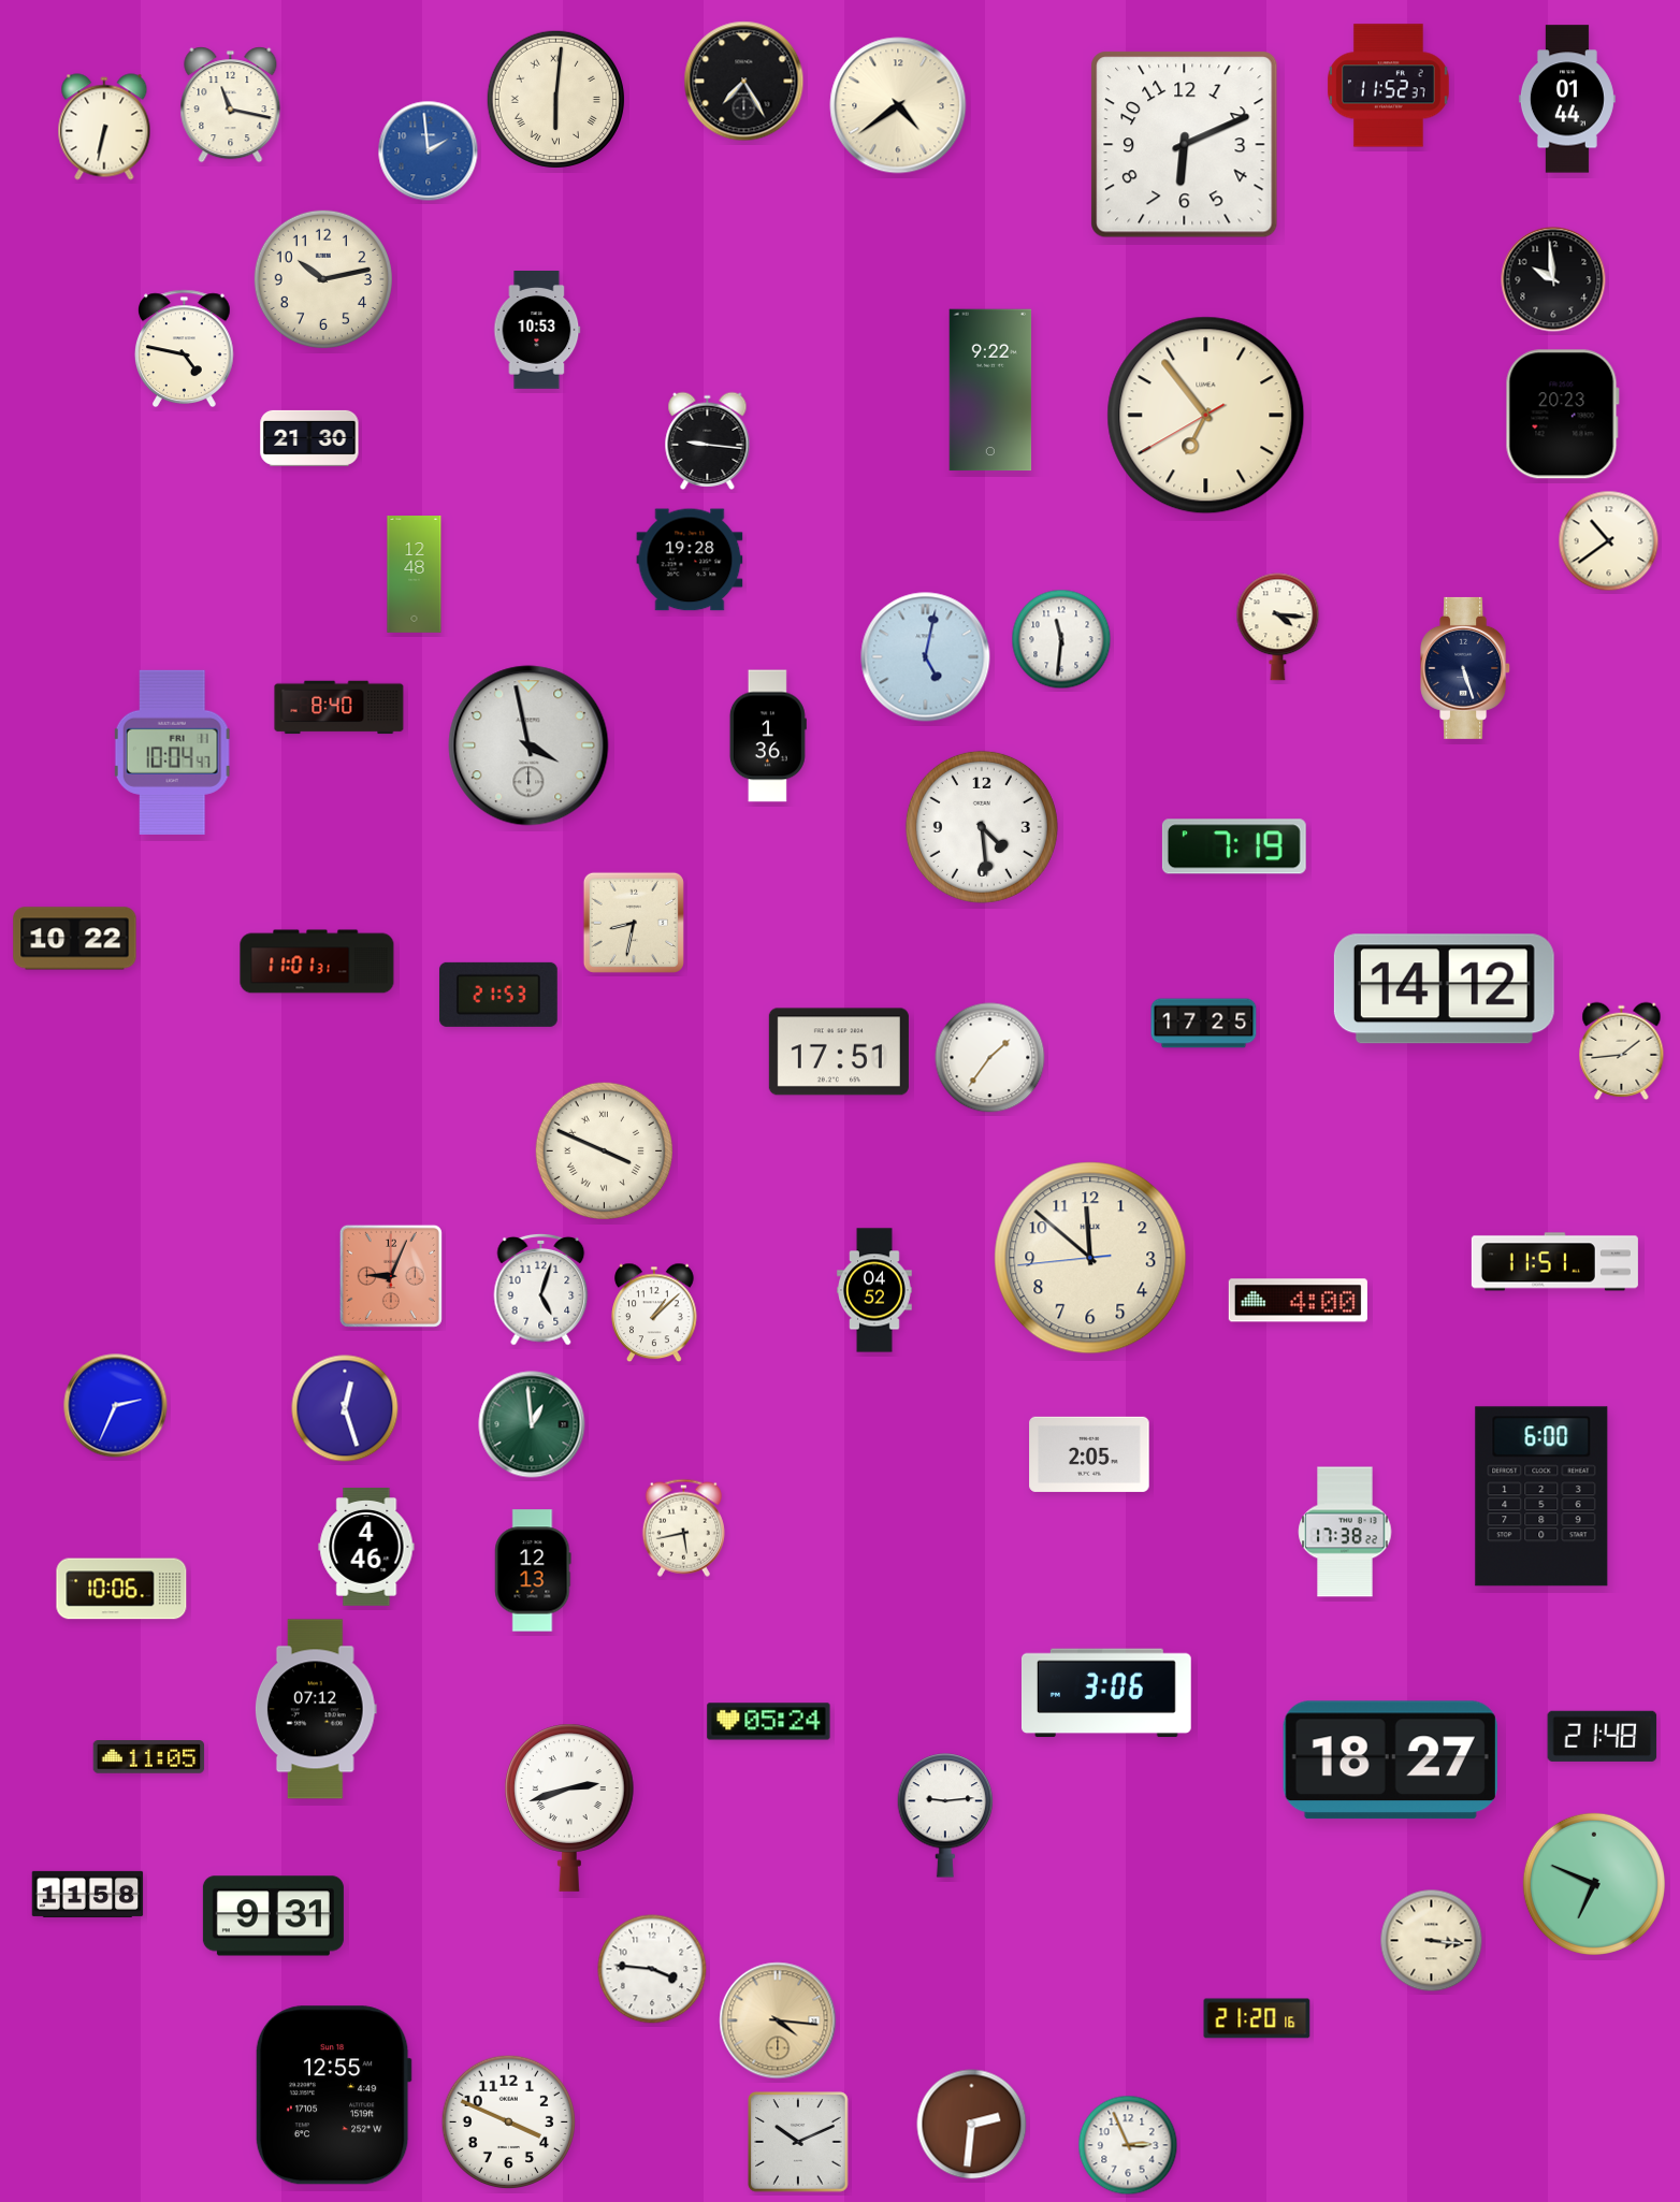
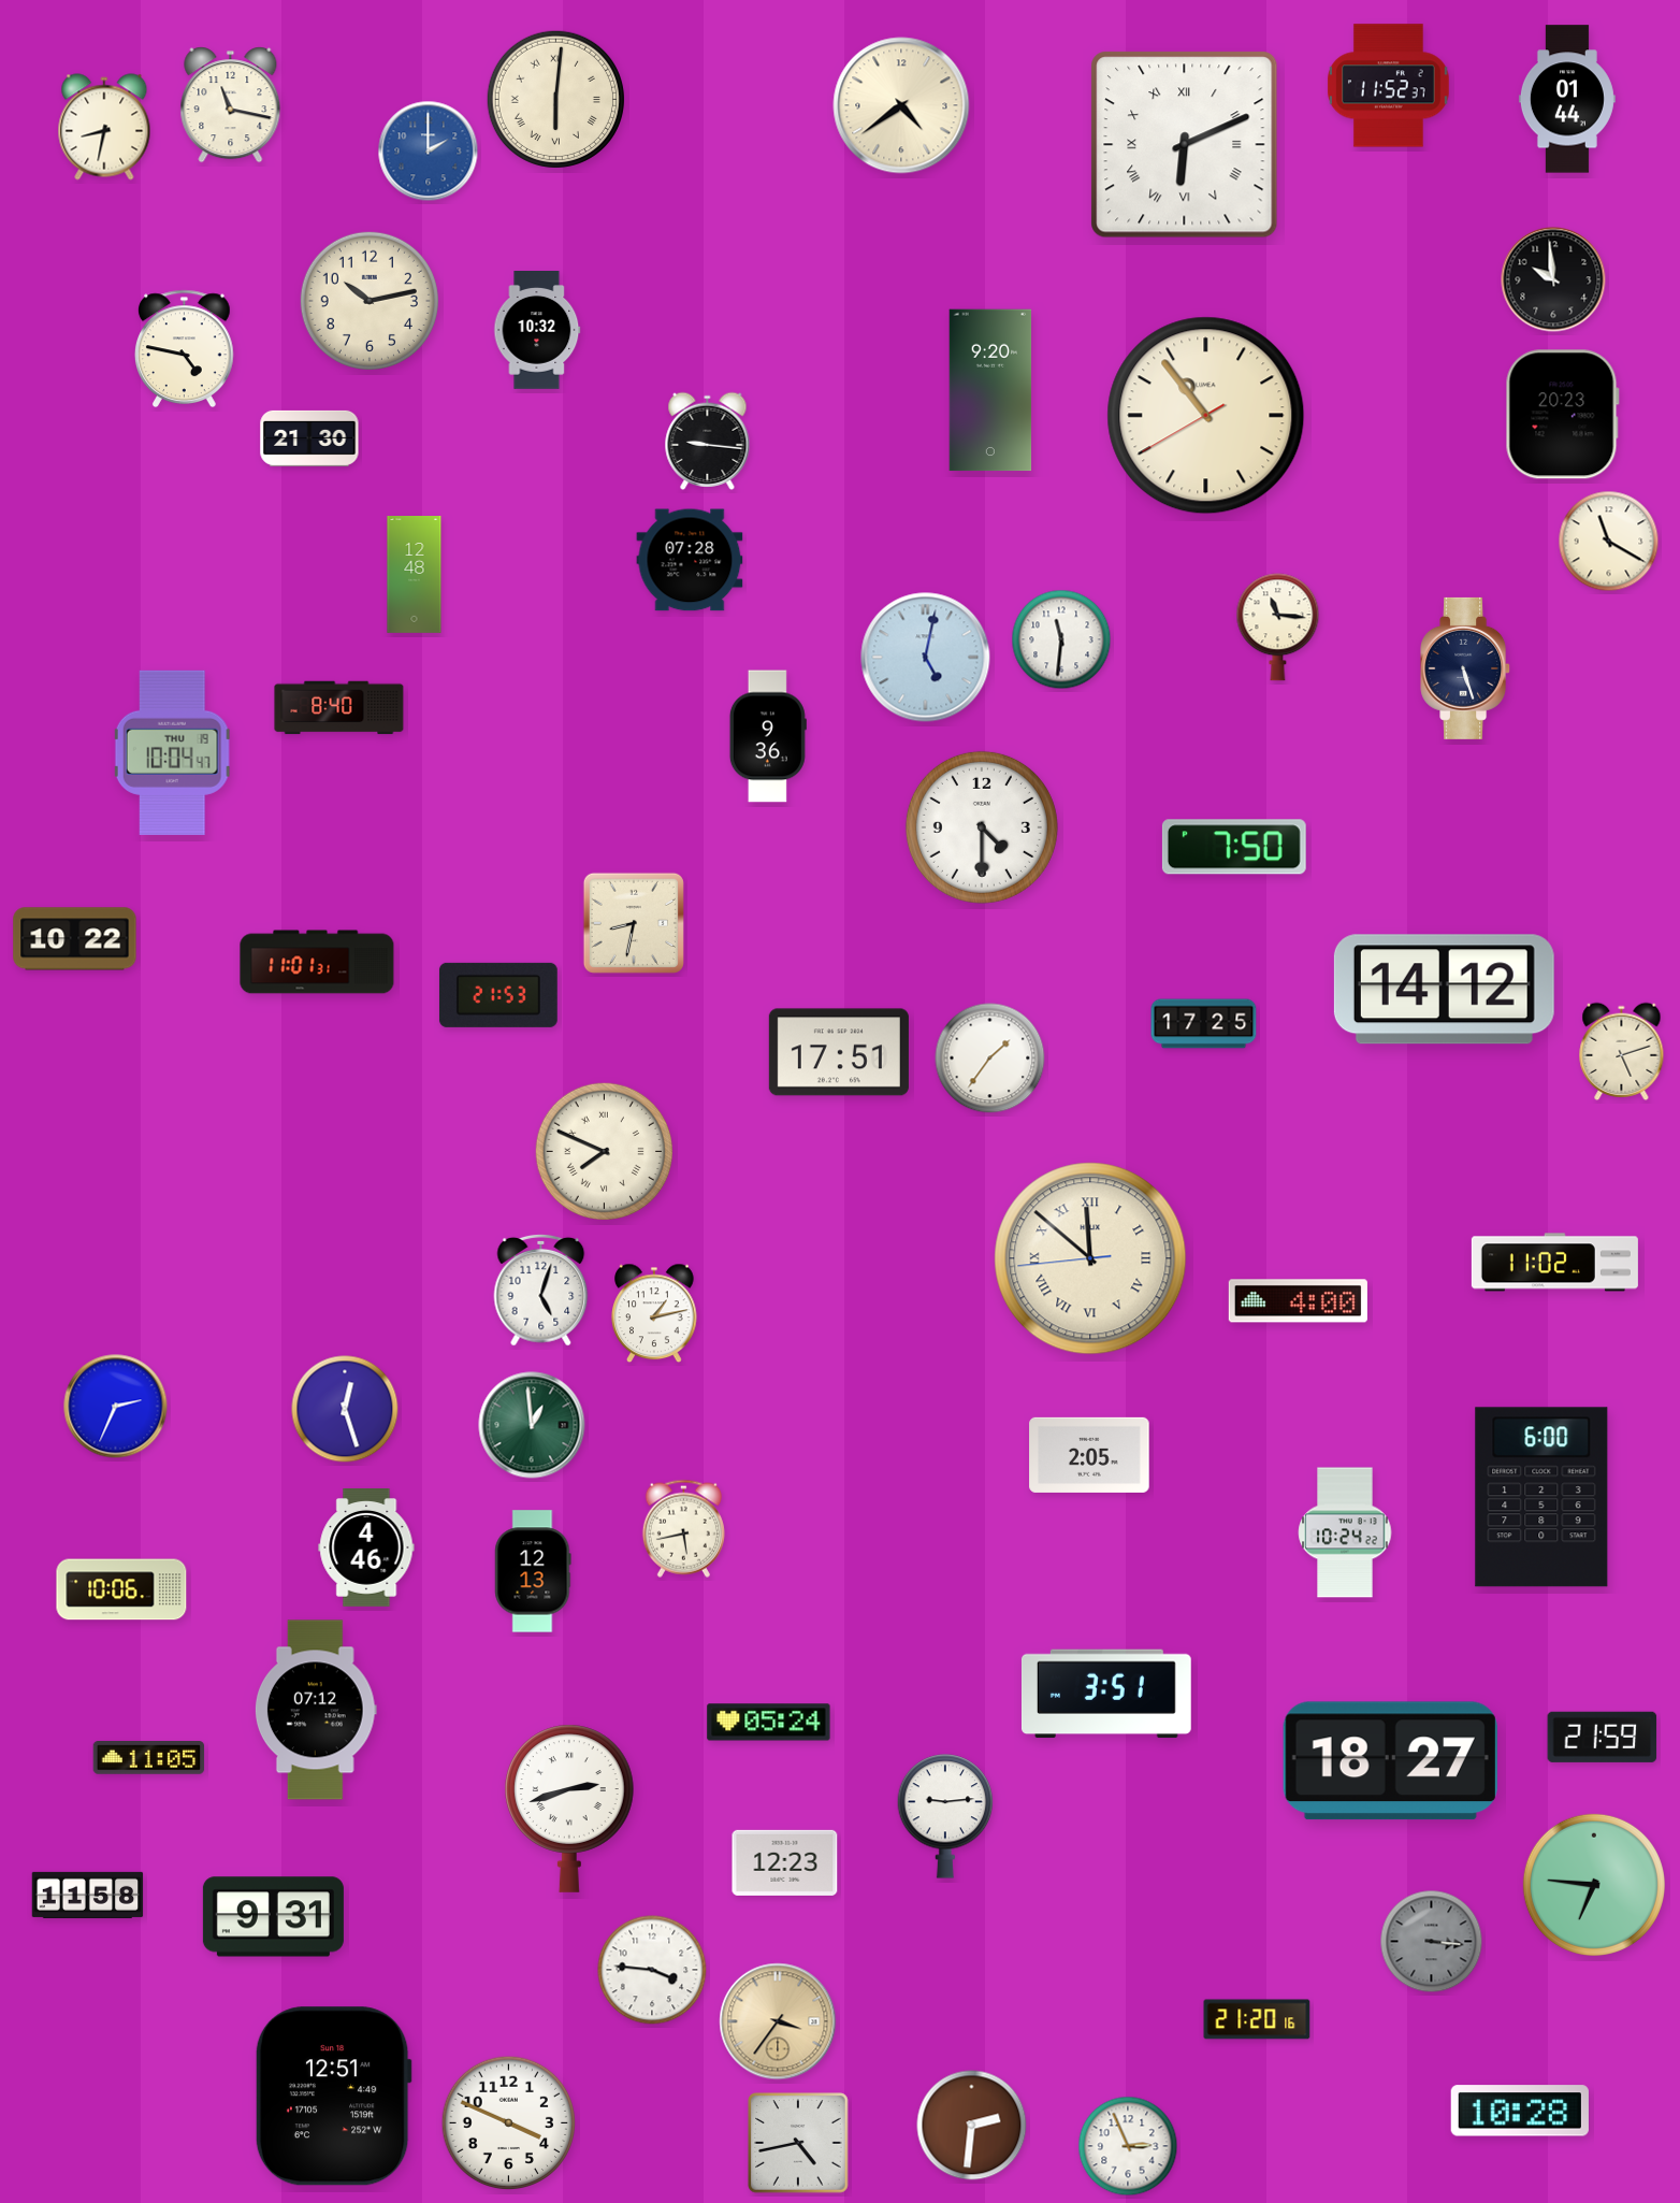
clock at (744, 82): 7:25 -> none
clock at (898, 105) position: (898, 105) -> (901, 105)
clock at (104, 127): 6:32 -> 8:32
clock at (1185, 145) numerals: Arabic -> Roman
clock at (429, 151): 1:59 -> 2:00
clock at (323, 279) position: (323, 279) -> (370, 301)
clock at (537, 331): 10:53 -> 10:32
clock at (990, 390): 9:22 -> 9:20
clock at (1206, 416): 6:53 -> 10:53
clock at (1609, 541): 10:39 -> 11:20
clock at (690, 560): 19:28 -> 07:28
clock at (1278, 627): 4:16 -> 11:16
clock at (768, 736): 1:36 -> 9:36
clock at (528, 745): 3:58 -> none
clock at (173, 752) date: FRI 11 -> THU 19
clock at (982, 827): 4:29 -> 4:30
clock at (1234, 846): 7:19 -> 7:50
clock at (1622, 1051): 1:44 -> 5:12
clock at (604, 1150): 3:49 -> 7:49
clock at (1090, 1258) numerals: Arabic -> Roman
clock at (1554, 1262): 11:51 -> 11:02
clock at (391, 1276): 9:04 -> none
clock at (874, 1290): 04:52 -> none
clock at (654, 1313): 1:08 -> 1:13
clock at (1345, 1532): 17:38 -> 10:24
clock at (1106, 1693): 3:06 -> 3:51
clock at (1603, 1736): 21:48 -> 21:59
clock at (785, 1862): none -> 12:23
clock at (1594, 1884): 6:49 -> 6:46
clock at (1432, 1941) dial: cream -> grey
clock at (778, 2020): 4:16 -> 3:36
clock at (333, 2096): 12:55 -> 12:51
clock at (1520, 2111): none -> 10:28
clock at (798, 2142): 10:11 -> 4:43
